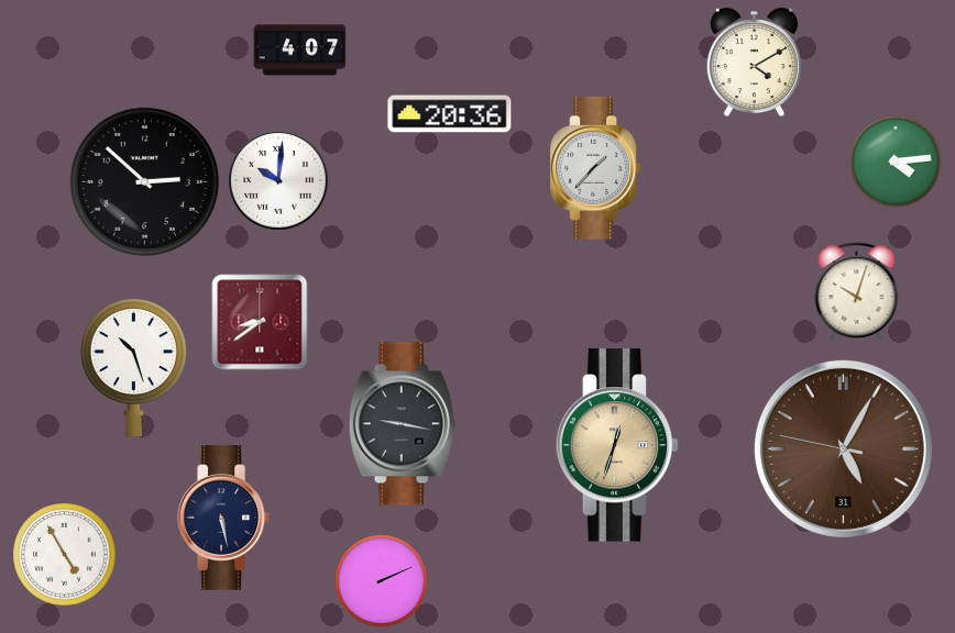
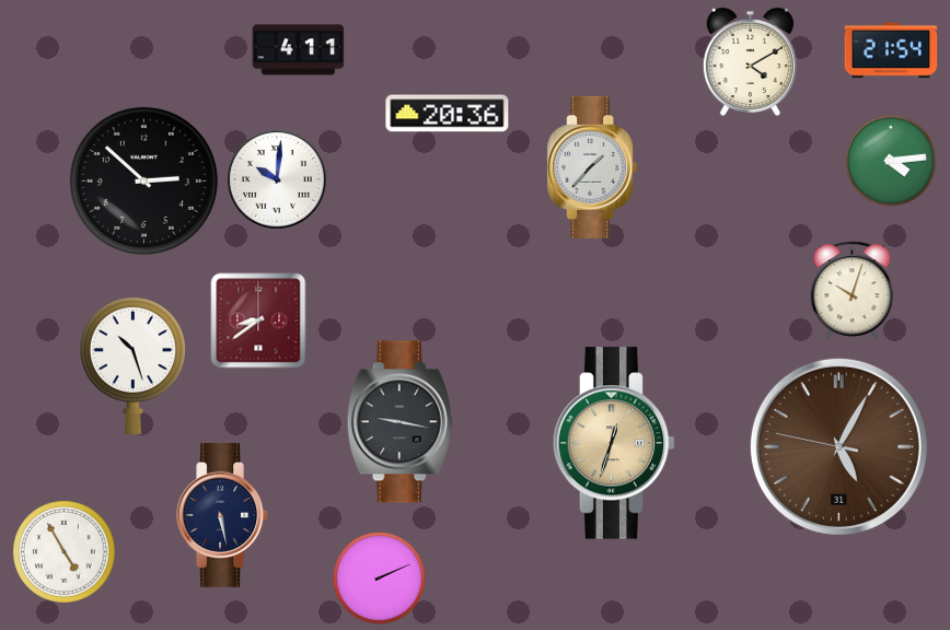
clock at (300, 51): 4:07 -> 4:11
clock at (891, 50): none -> 21:54
